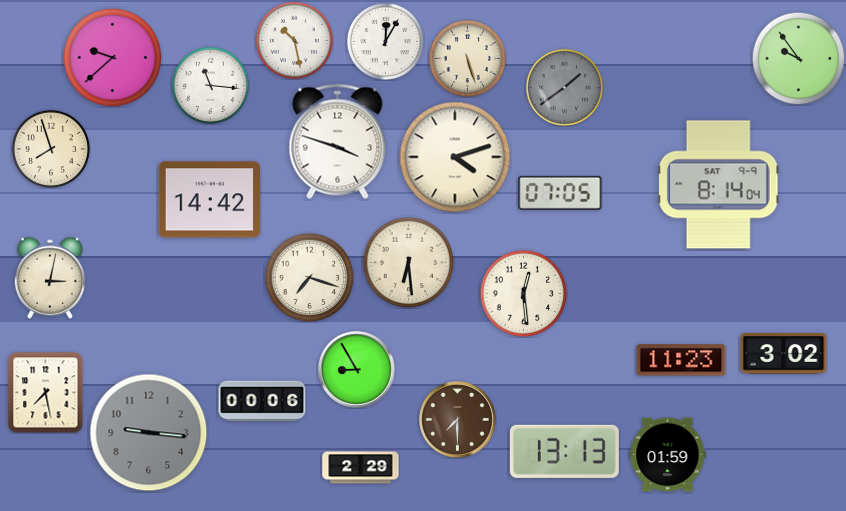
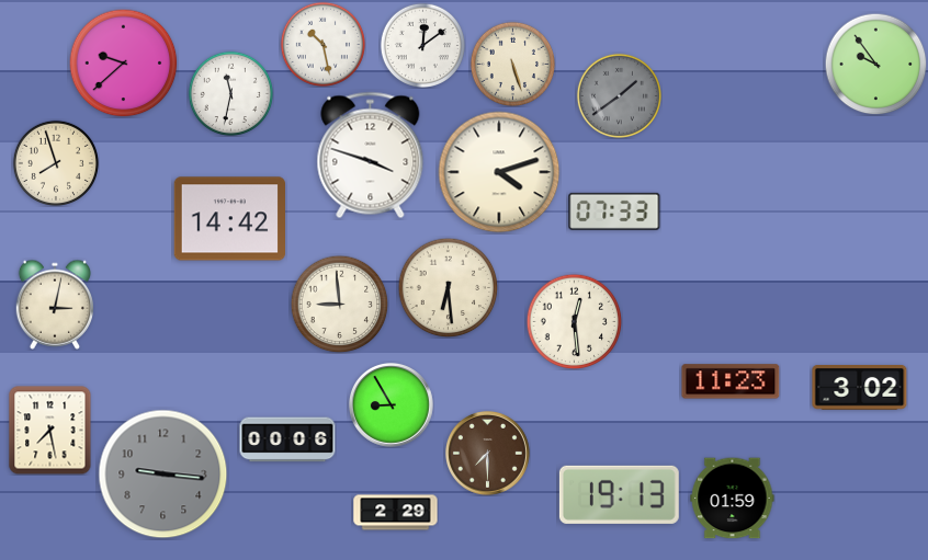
clock at (385, 41): 12:05 -> 12:09
clock at (210, 85): 11:16 -> 11:32
clock at (718, 185): 8:14 -> none
clock at (560, 193): 07:05 -> 07:33
clock at (309, 277): 7:18 -> 8:59
clock at (681, 360) position: (681, 360) -> (731, 381)
clock at (457, 419) position: (457, 419) -> (487, 453)
clock at (564, 451): 13:13 -> 19:13
